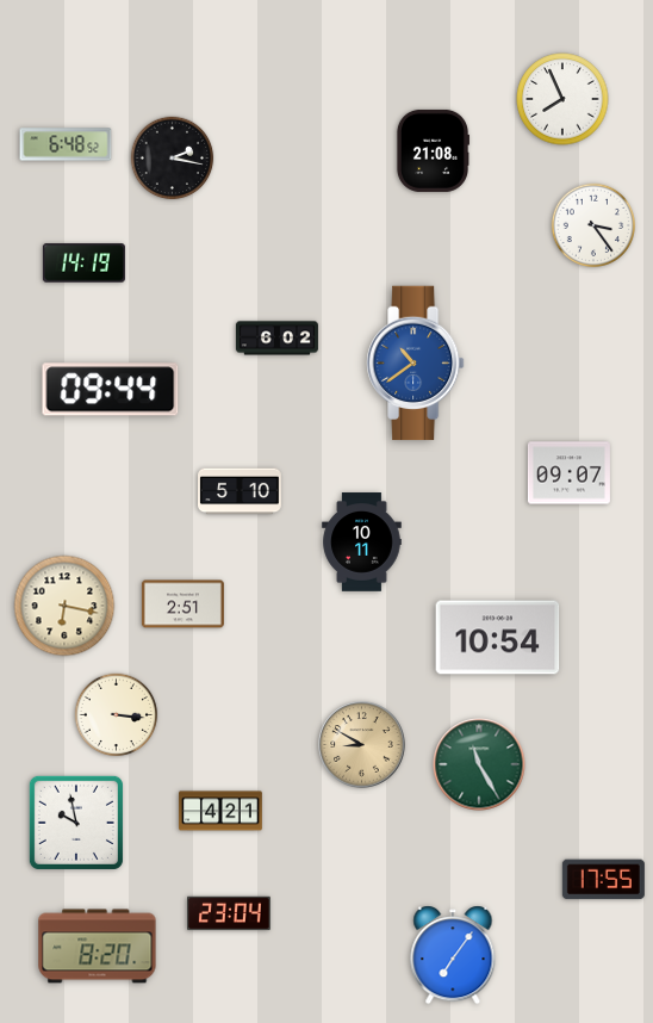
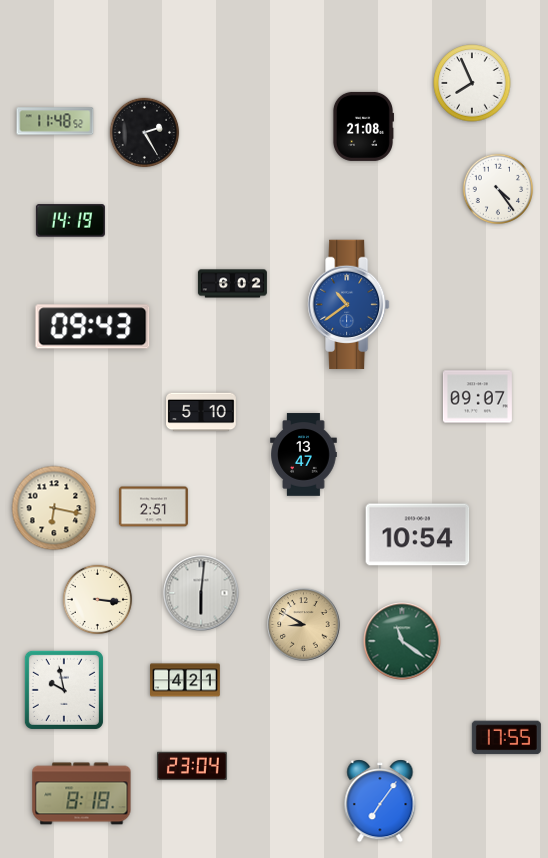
clock at (66, 144): 6:48 -> 11:48
clock at (173, 159): 2:17 -> 2:25
clock at (593, 225): 3:24 -> 4:24
clock at (111, 390): 09:44 -> 09:43
clock at (362, 542): 10:11 -> 13:47
clock at (201, 593): none -> 6:01
clock at (479, 764): 11:25 -> 11:21
clock at (98, 947): 8:20 -> 8:18
